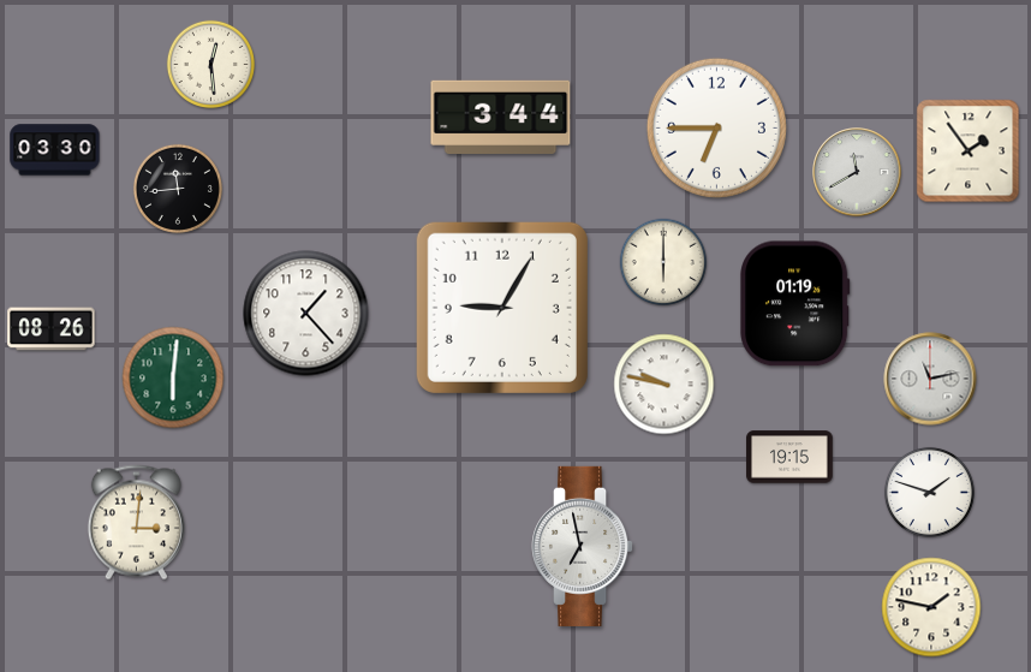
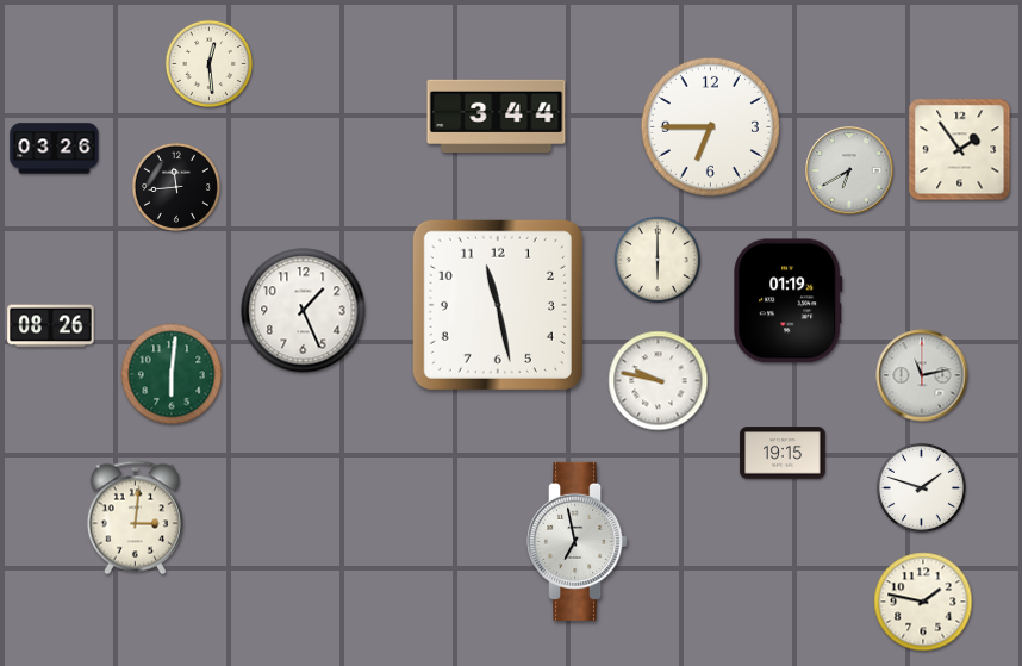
clock at (55, 150): 03:30 -> 03:26
clock at (857, 172): 11:40 -> 6:40
clock at (502, 308): 9:05 -> 11:28
clock at (306, 314): 1:23 -> 1:26
